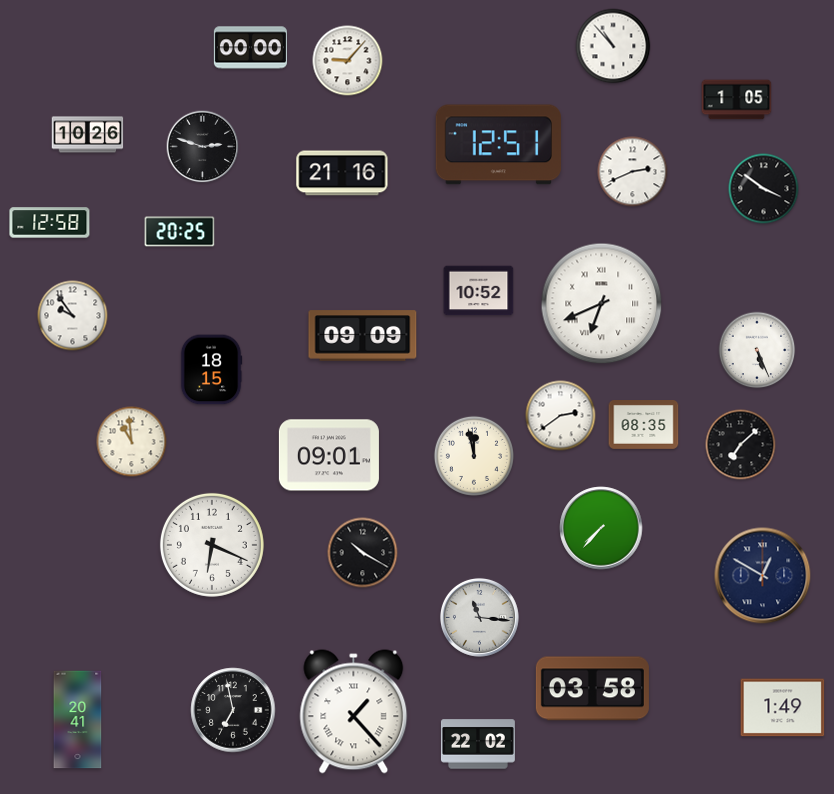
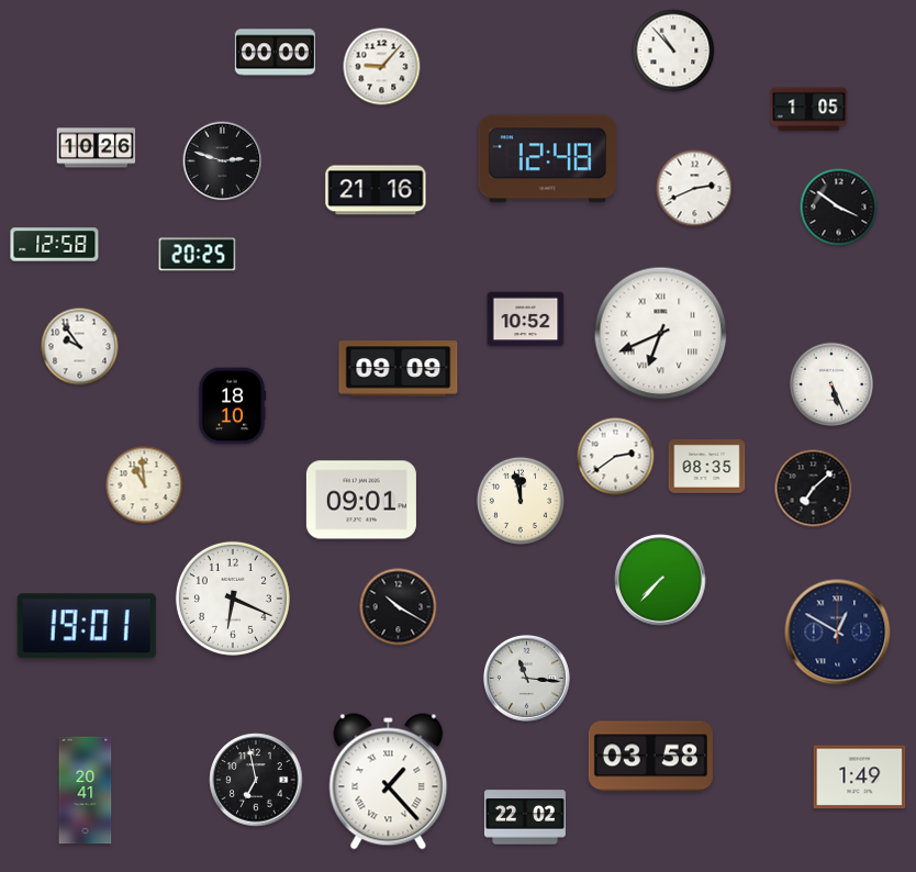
clock at (498, 145): 12:51 -> 12:48
clock at (211, 370): 18:15 -> 18:10
clock at (87, 626): none -> 19:01
